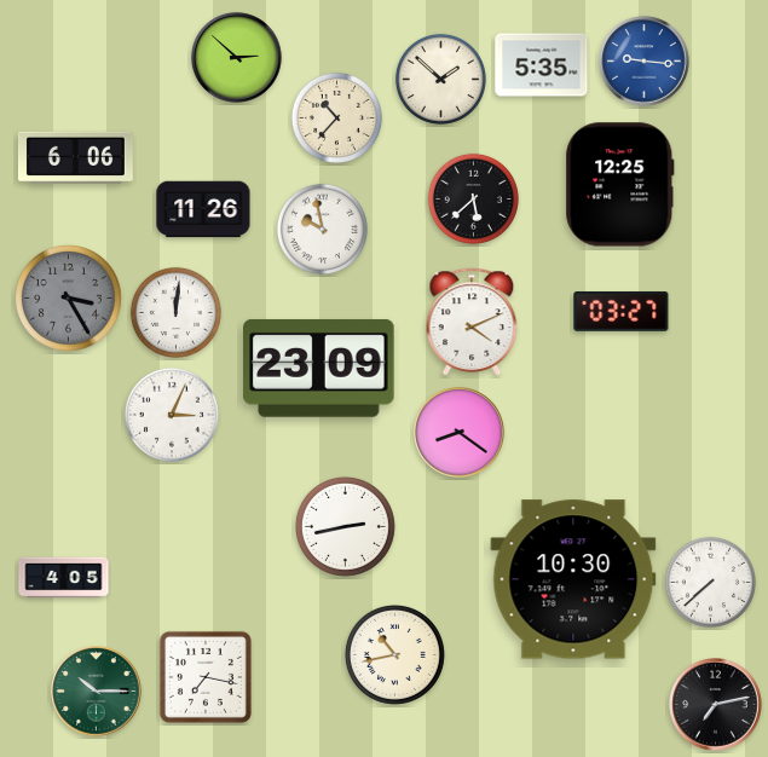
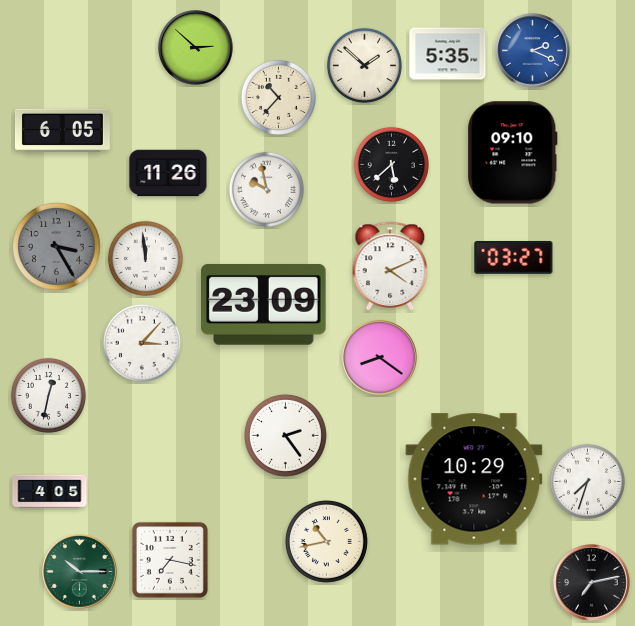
clock at (645, 62): 9:16 -> 2:19
clock at (75, 157): 6:06 -> 6:05
clock at (620, 185): 12:25 -> 09:10
clock at (175, 312): 12:01 -> 11:59
clock at (172, 415): 3:04 -> 3:07
clock at (48, 395): none -> 12:32
clock at (345, 526): 2:43 -> 2:24
clock at (64, 578) position: (64, 578) -> (50, 492)
clock at (573, 579): 10:30 -> 10:29
clock at (710, 582): 7:38 -> 7:33
